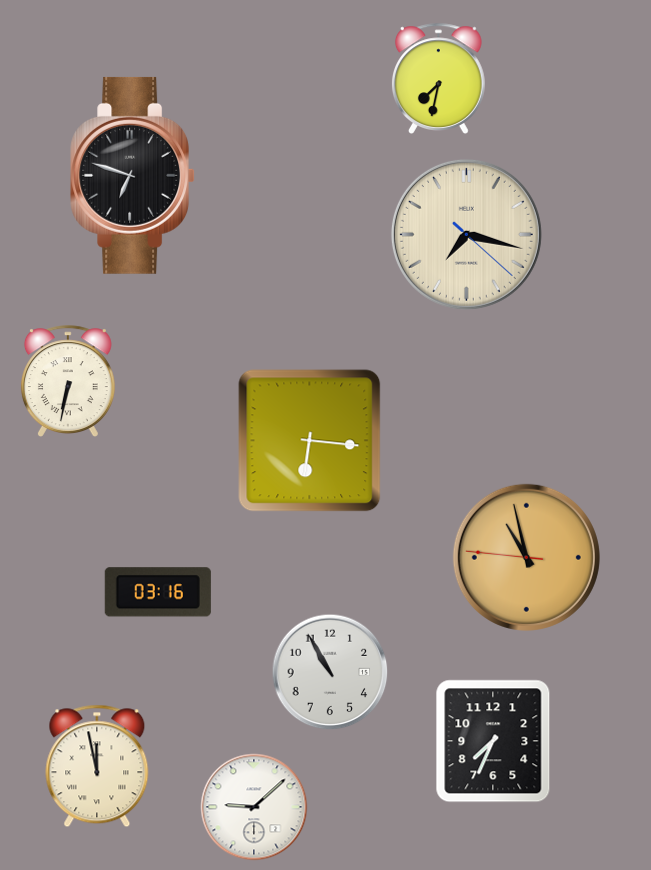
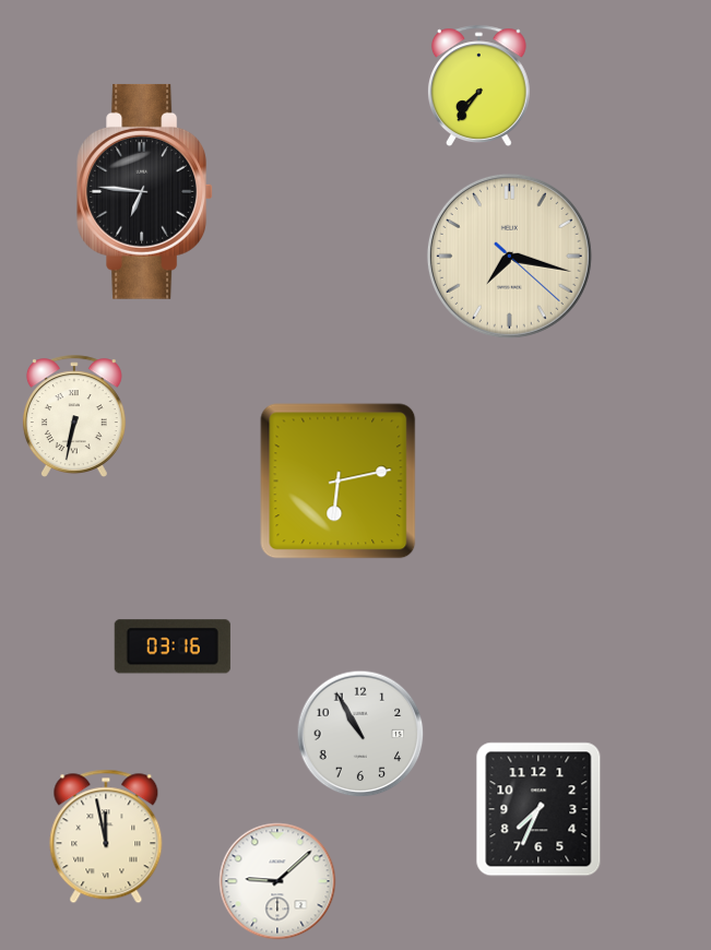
clock at (438, 78): 7:32 -> 7:36
clock at (133, 175): 6:48 -> 6:46
clock at (310, 441): 6:16 -> 6:13
clock at (526, 557): 10:57 -> none
